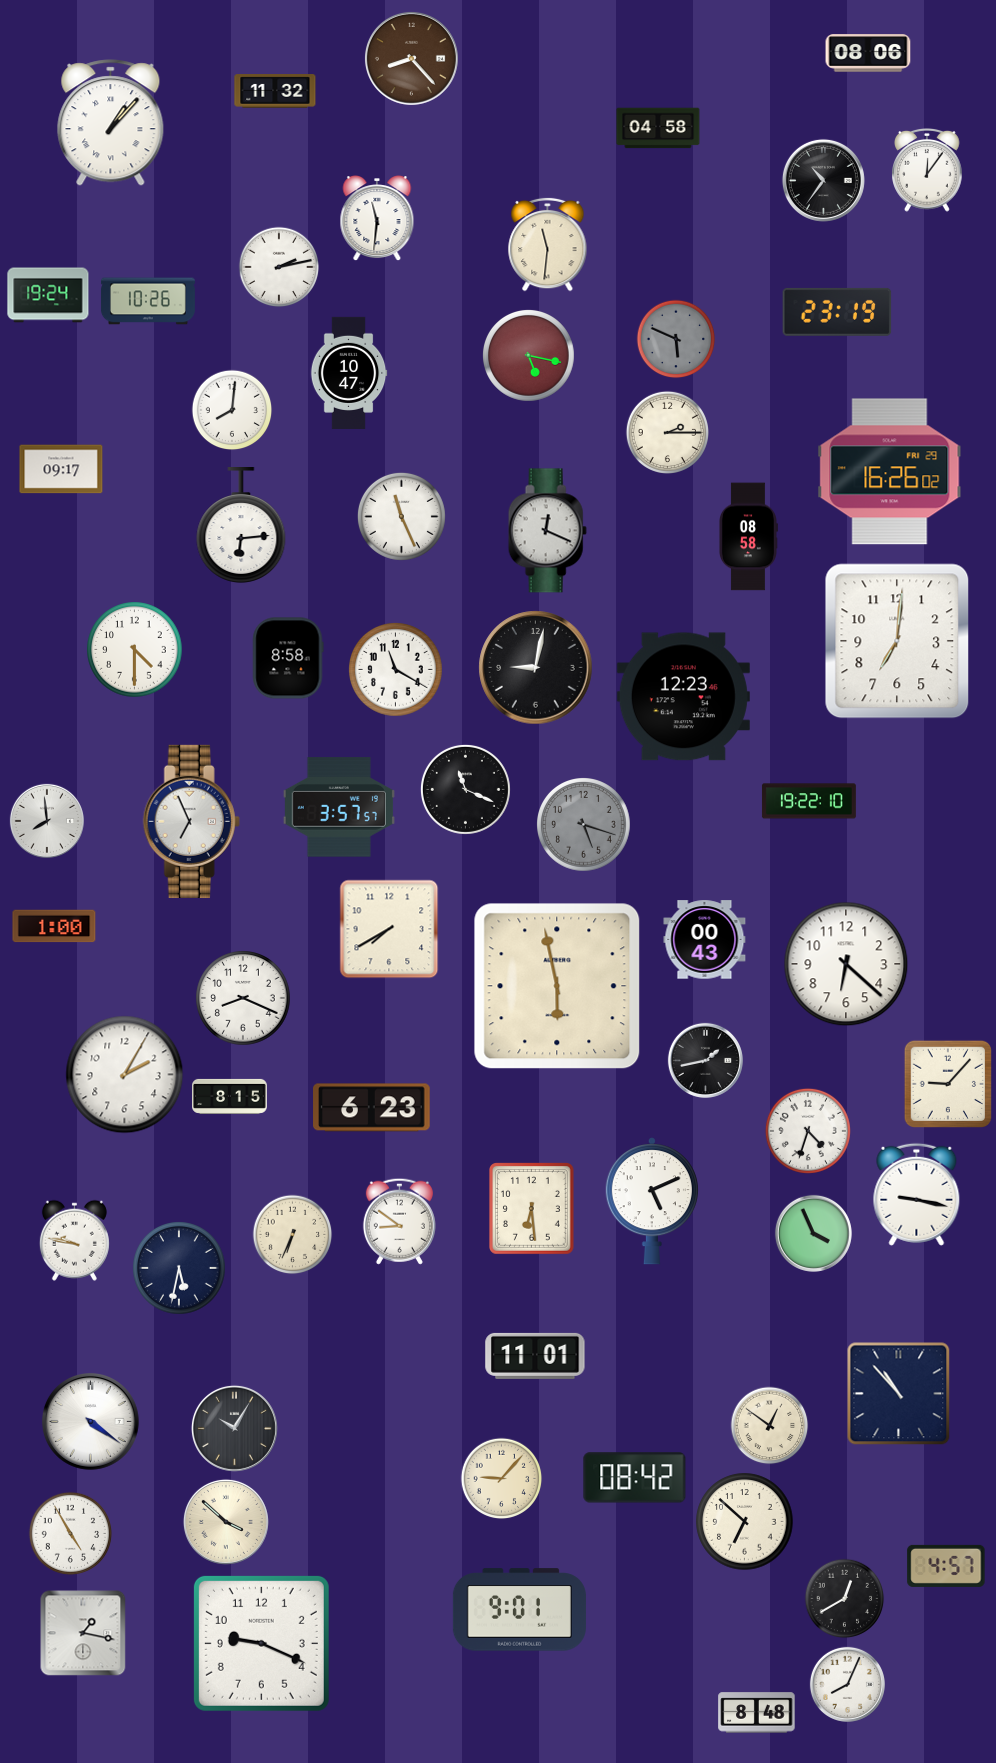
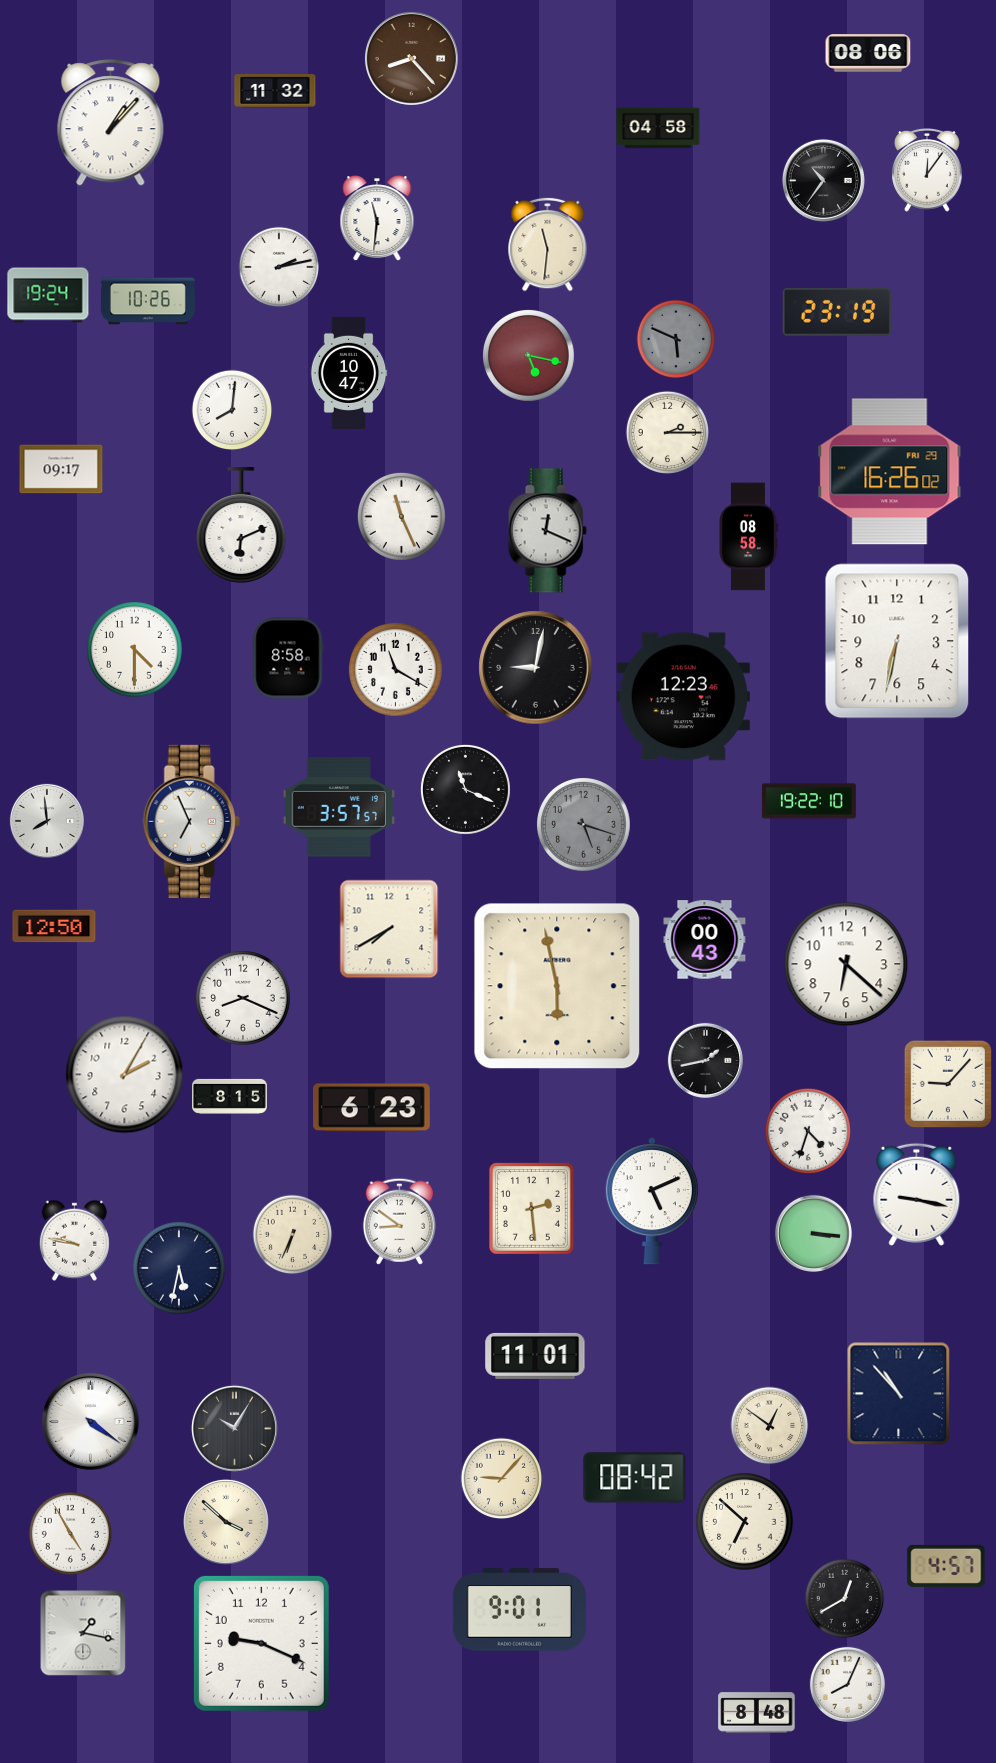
clock at (241, 526): 6:14 -> 6:11
clock at (897, 641): 7:01 -> 6:32
clock at (54, 926): 1:00 -> 12:50
clock at (532, 1209): 6:29 -> 2:29
clock at (813, 1233): 3:56 -> 3:16
